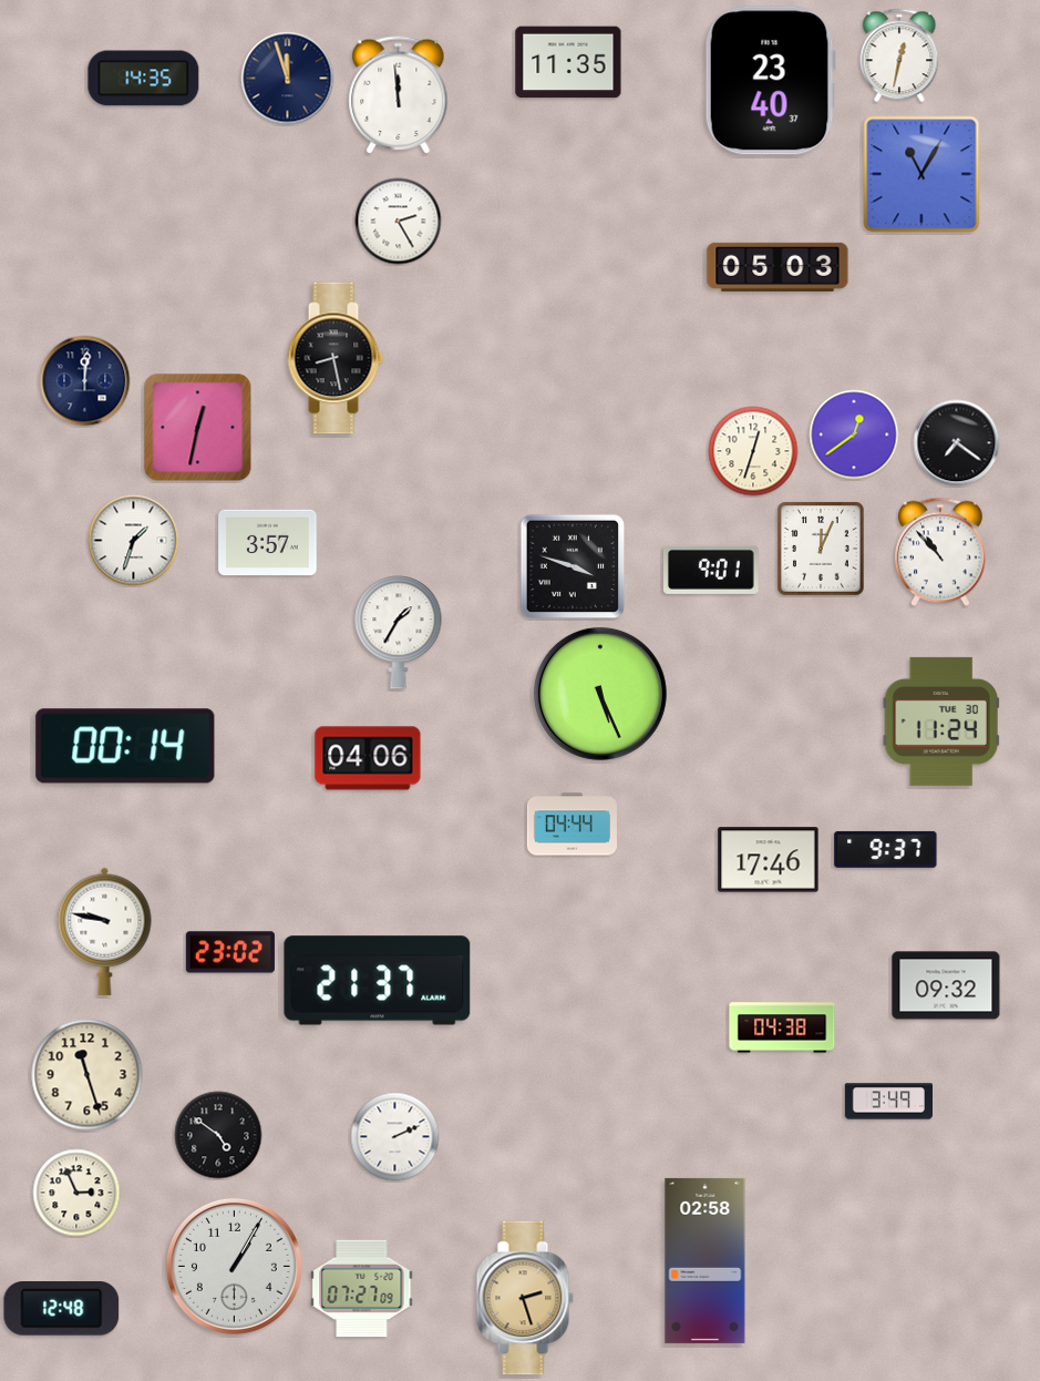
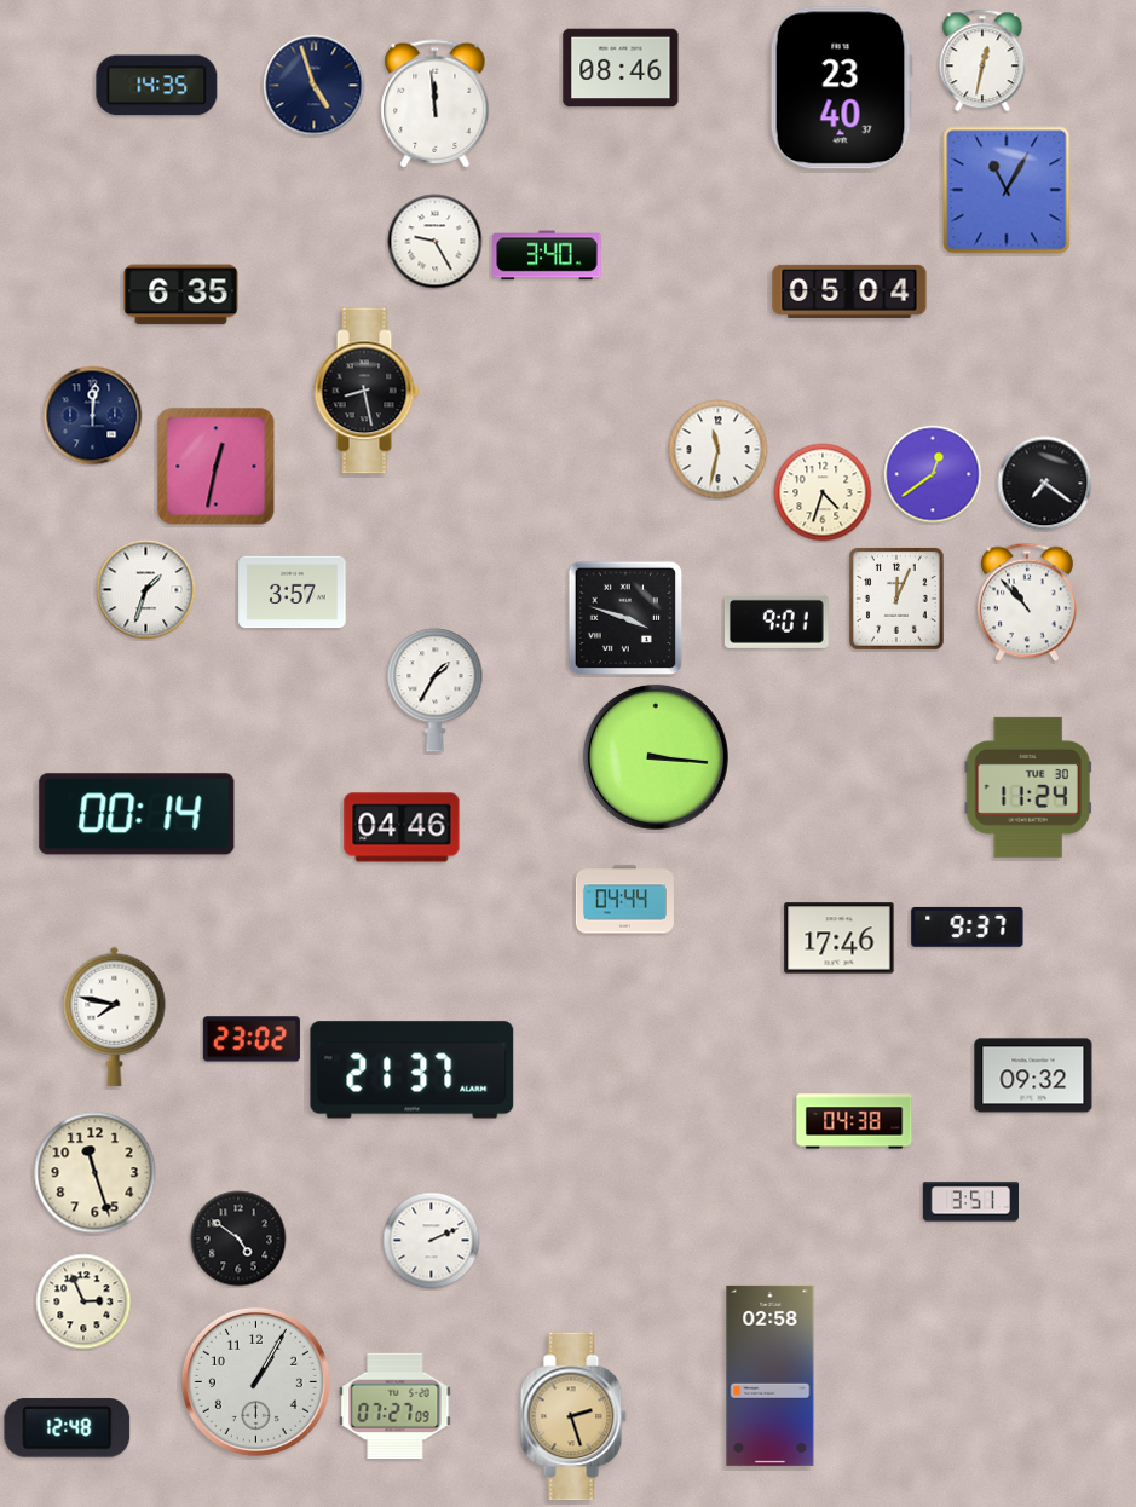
clock at (568, 62): 11:35 -> 08:46
clock at (288, 79): 11:57 -> 4:57
clock at (399, 222): 2:25 -> 9:25
clock at (547, 255): none -> 3:40
clock at (778, 267): 05:03 -> 05:04
clock at (181, 295): none -> 6:35
clock at (719, 450): none -> 11:32
clock at (753, 451): 12:33 -> 4:33
clock at (600, 694): 5:26 -> 3:16
clock at (368, 758): 04:06 -> 04:46
clock at (105, 931): 9:47 -> 7:47
clock at (888, 1102): 3:49 -> 3:51
